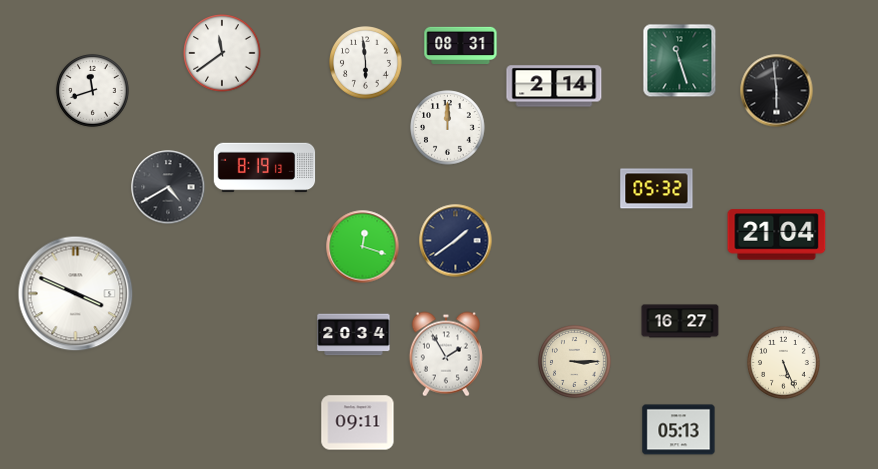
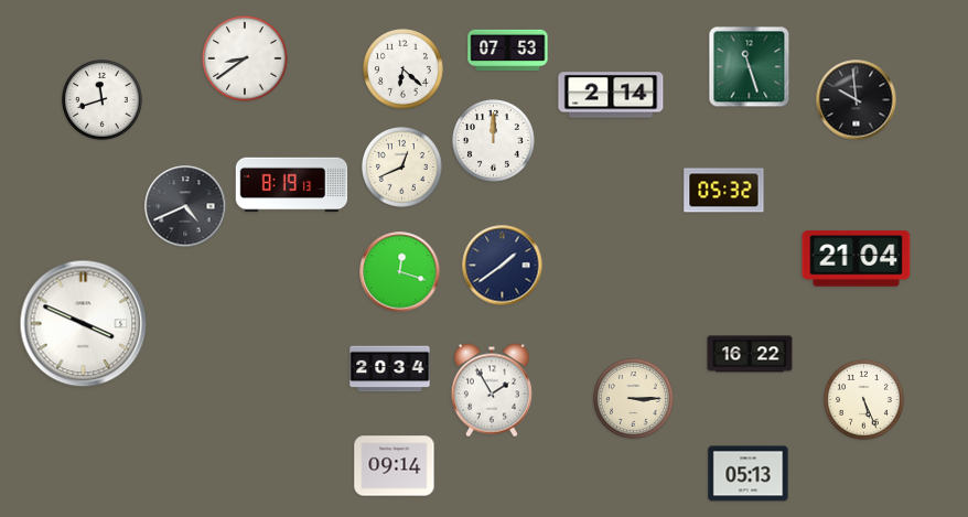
clock at (461, 46): 08:31 -> 07:53
clock at (222, 53): 11:39 -> 8:39
clock at (366, 63): 5:59 -> 6:22
clock at (777, 91): 5:59 -> 9:59
clock at (402, 168): none -> 12:41
clock at (168, 187): 4:40 -> 4:41
clock at (657, 189) position: (657, 189) -> (724, 191)
clock at (680, 321): 16:27 -> 16:22
clock at (358, 423): 09:11 -> 09:14
